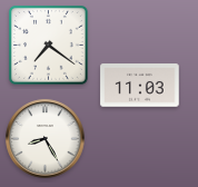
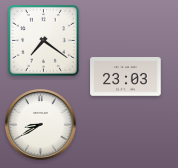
clock at (140, 86): 11:03 -> 23:03
clock at (46, 139): 8:25 -> 8:40
